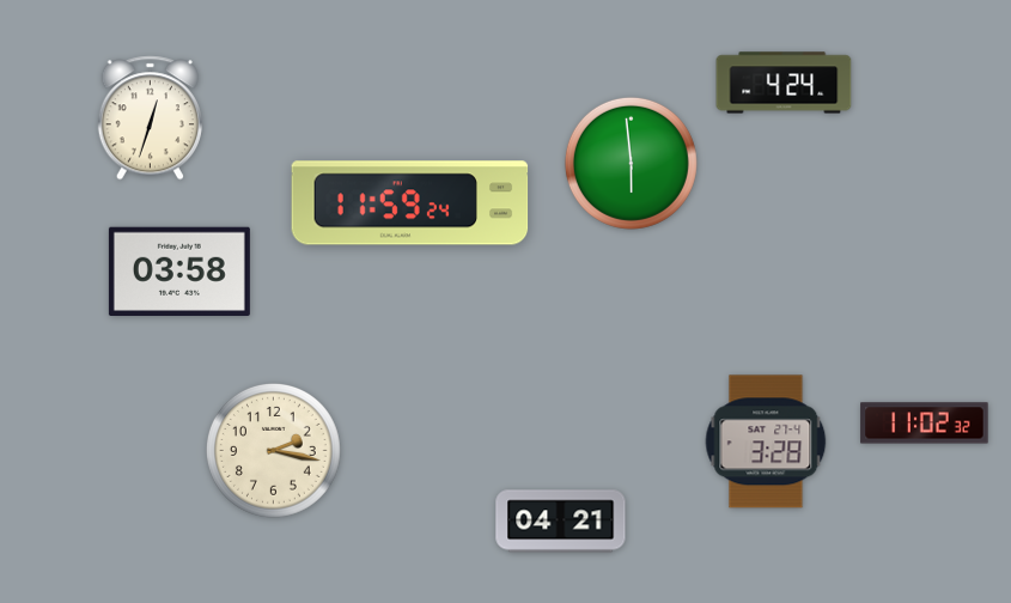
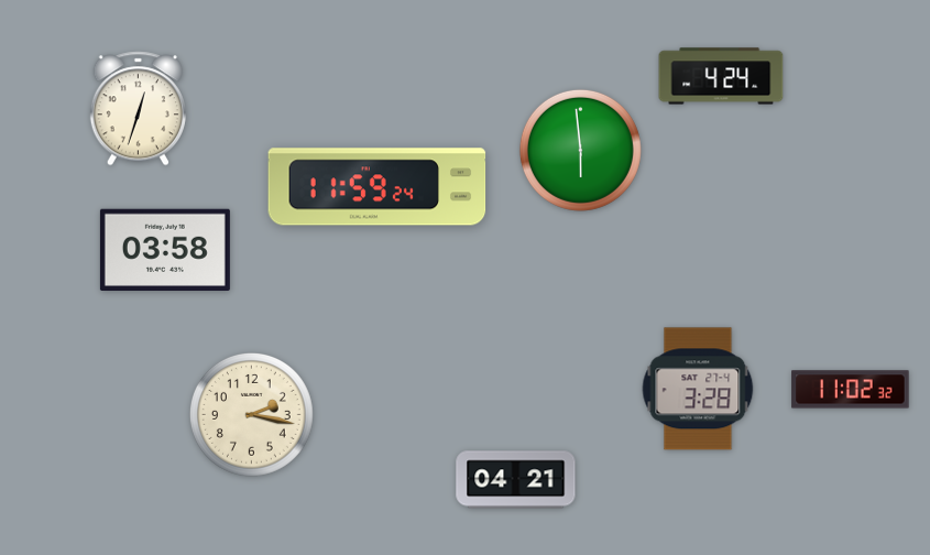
clock at (766, 441) position: (766, 441) -> (698, 389)
